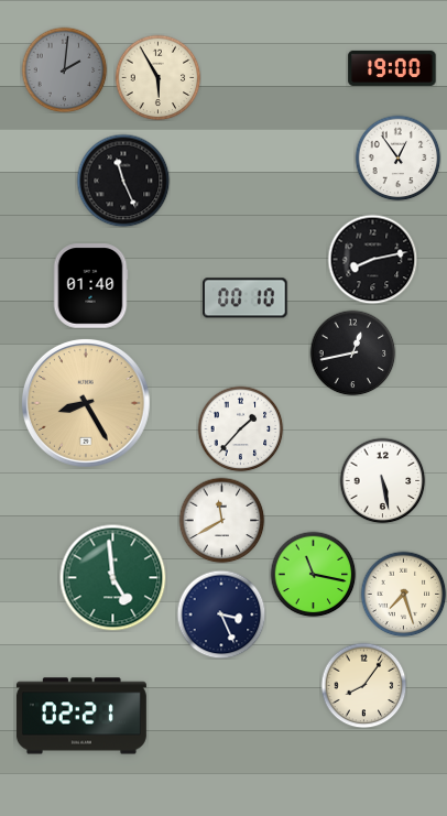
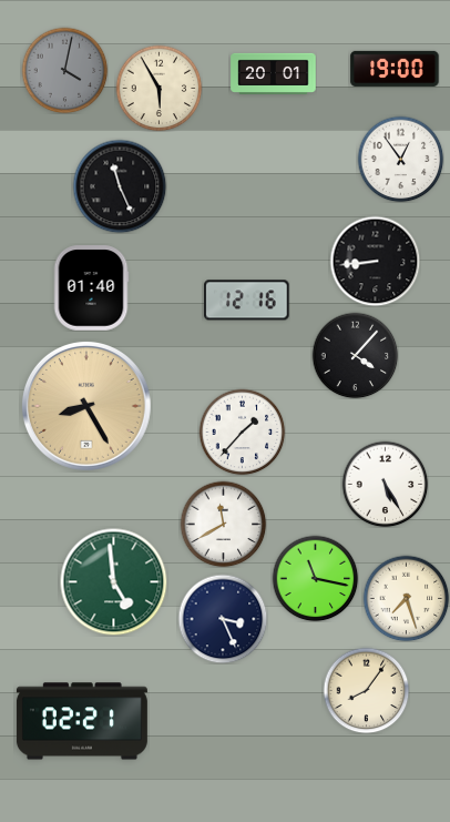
clock at (64, 69): 2:01 -> 4:02
clock at (274, 73): none -> 20:01
clock at (157, 77) position: (157, 77) -> (158, 88)
clock at (123, 181) position: (123, 181) -> (120, 186)
clock at (372, 259): 8:13 -> 8:44
clock at (246, 298): 00:10 -> 12:16
clock at (352, 352): 12:43 -> 4:07
clock at (382, 480): 5:28 -> 5:25
